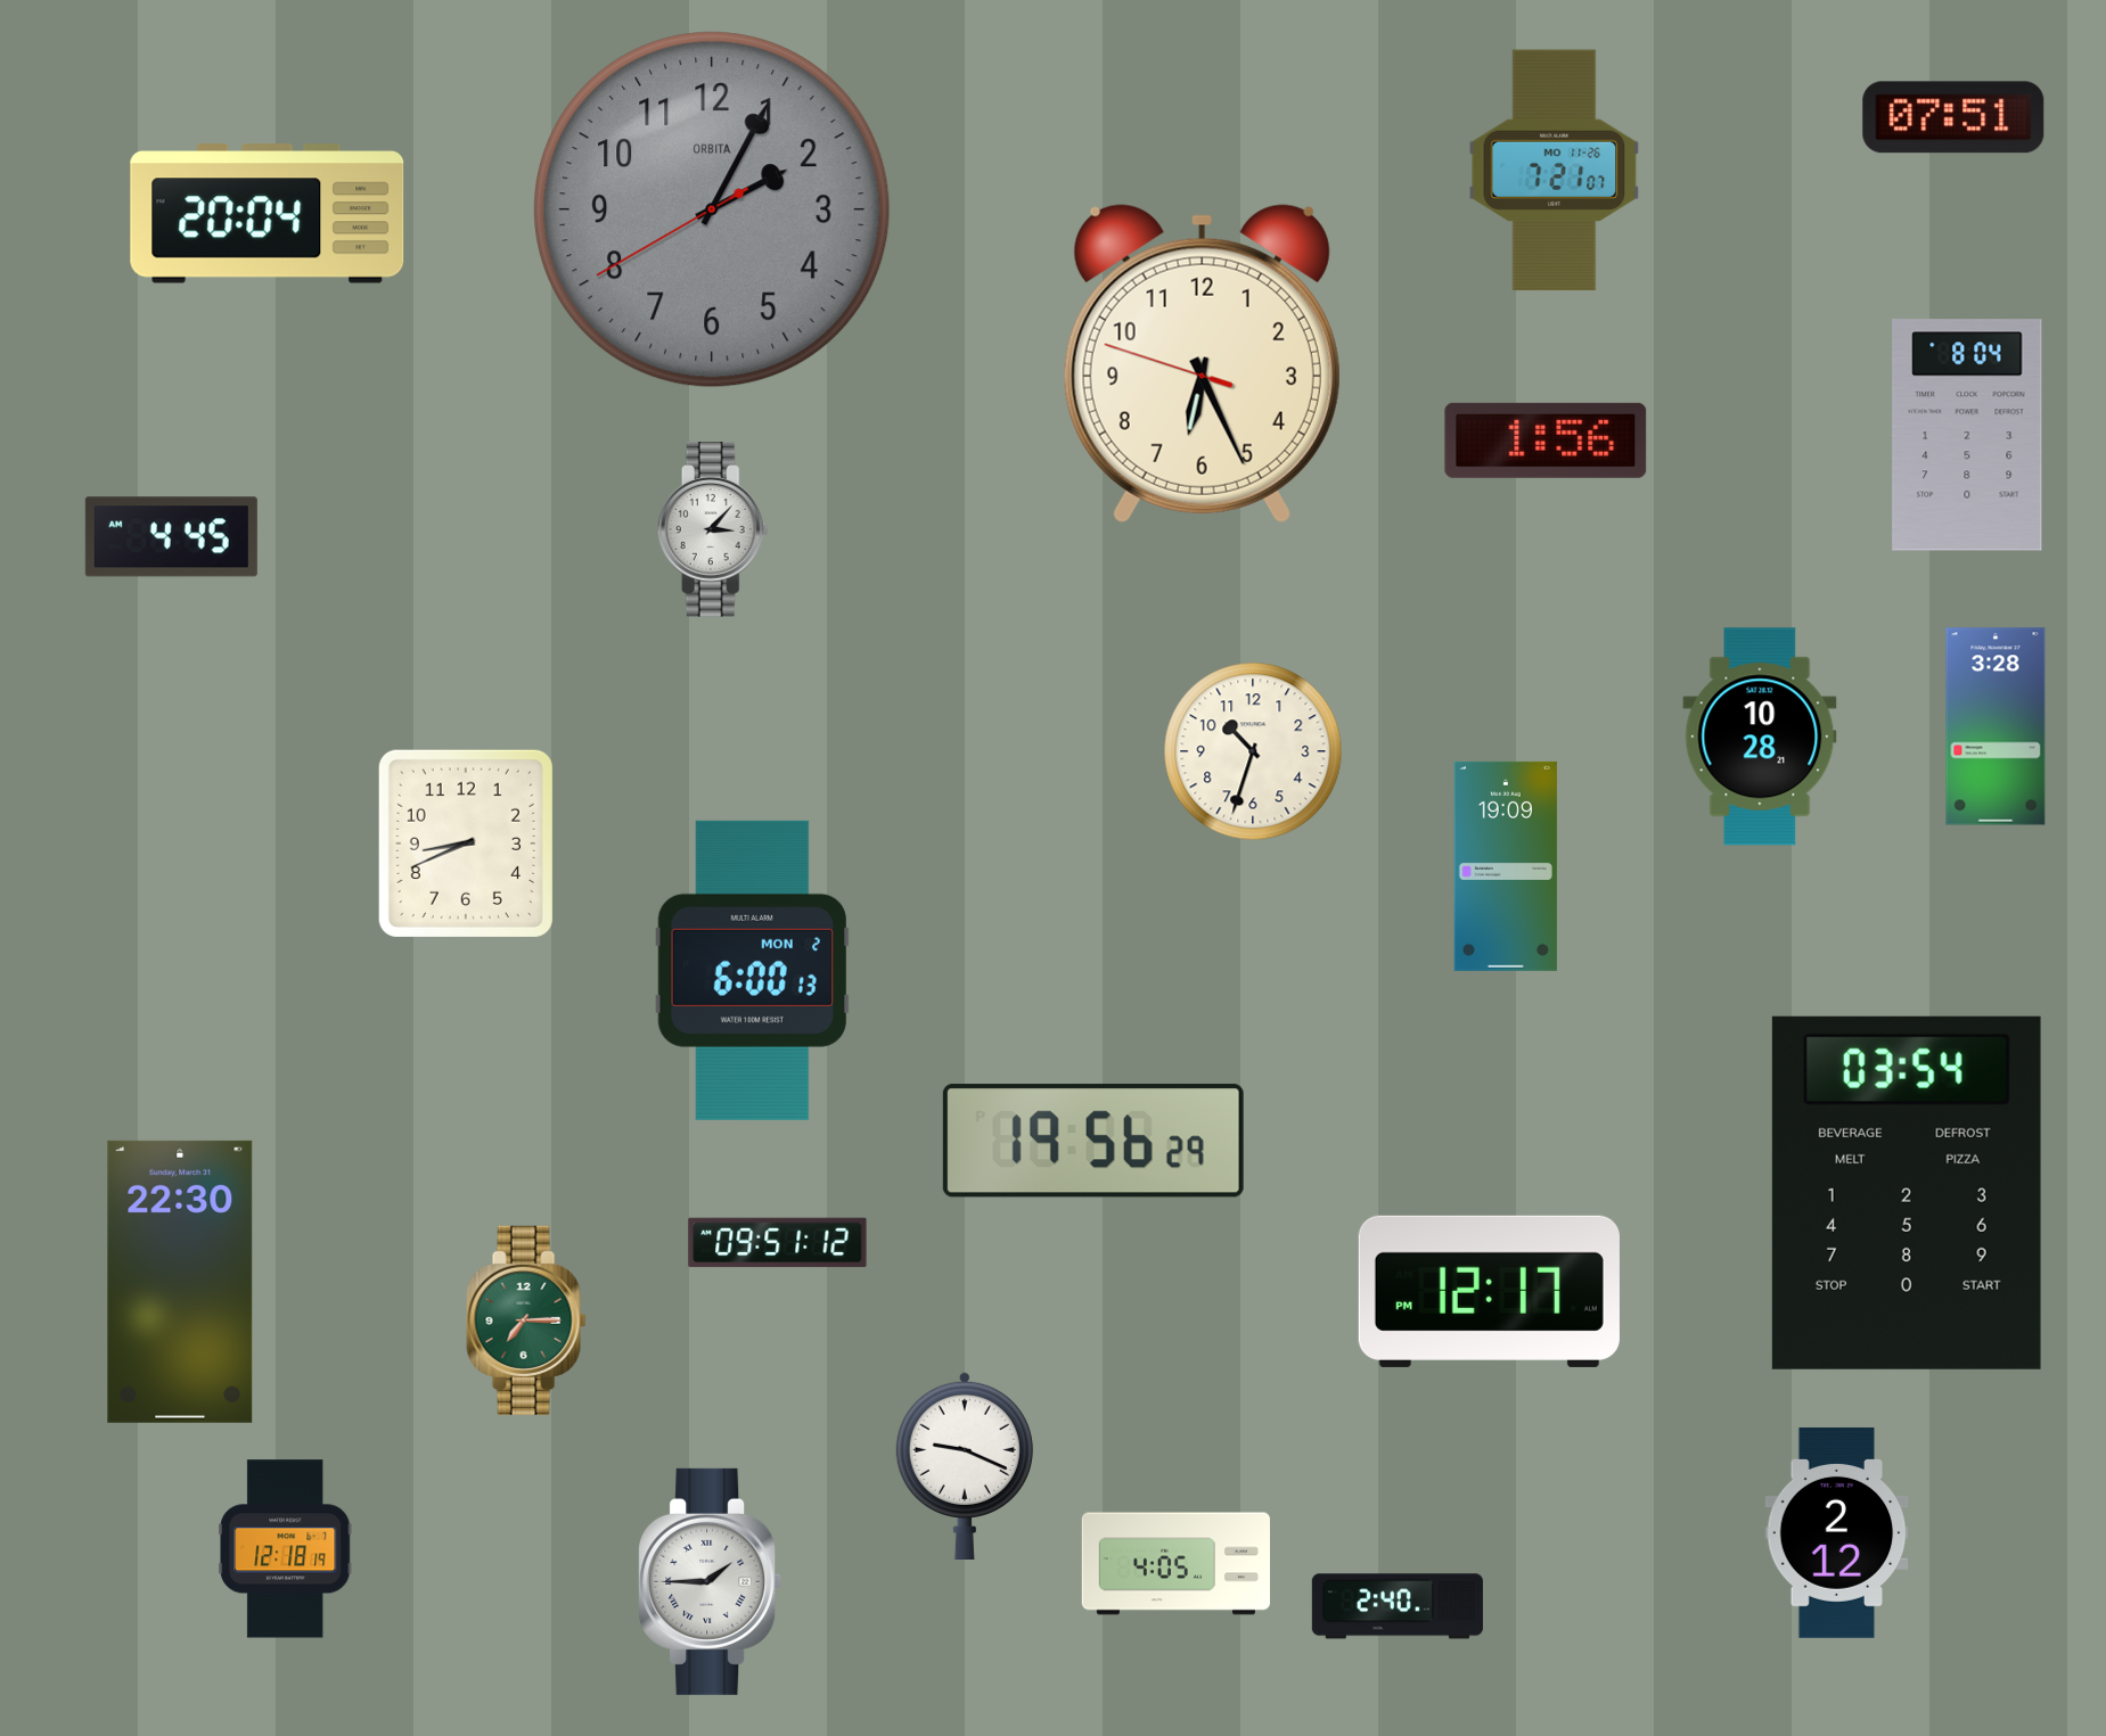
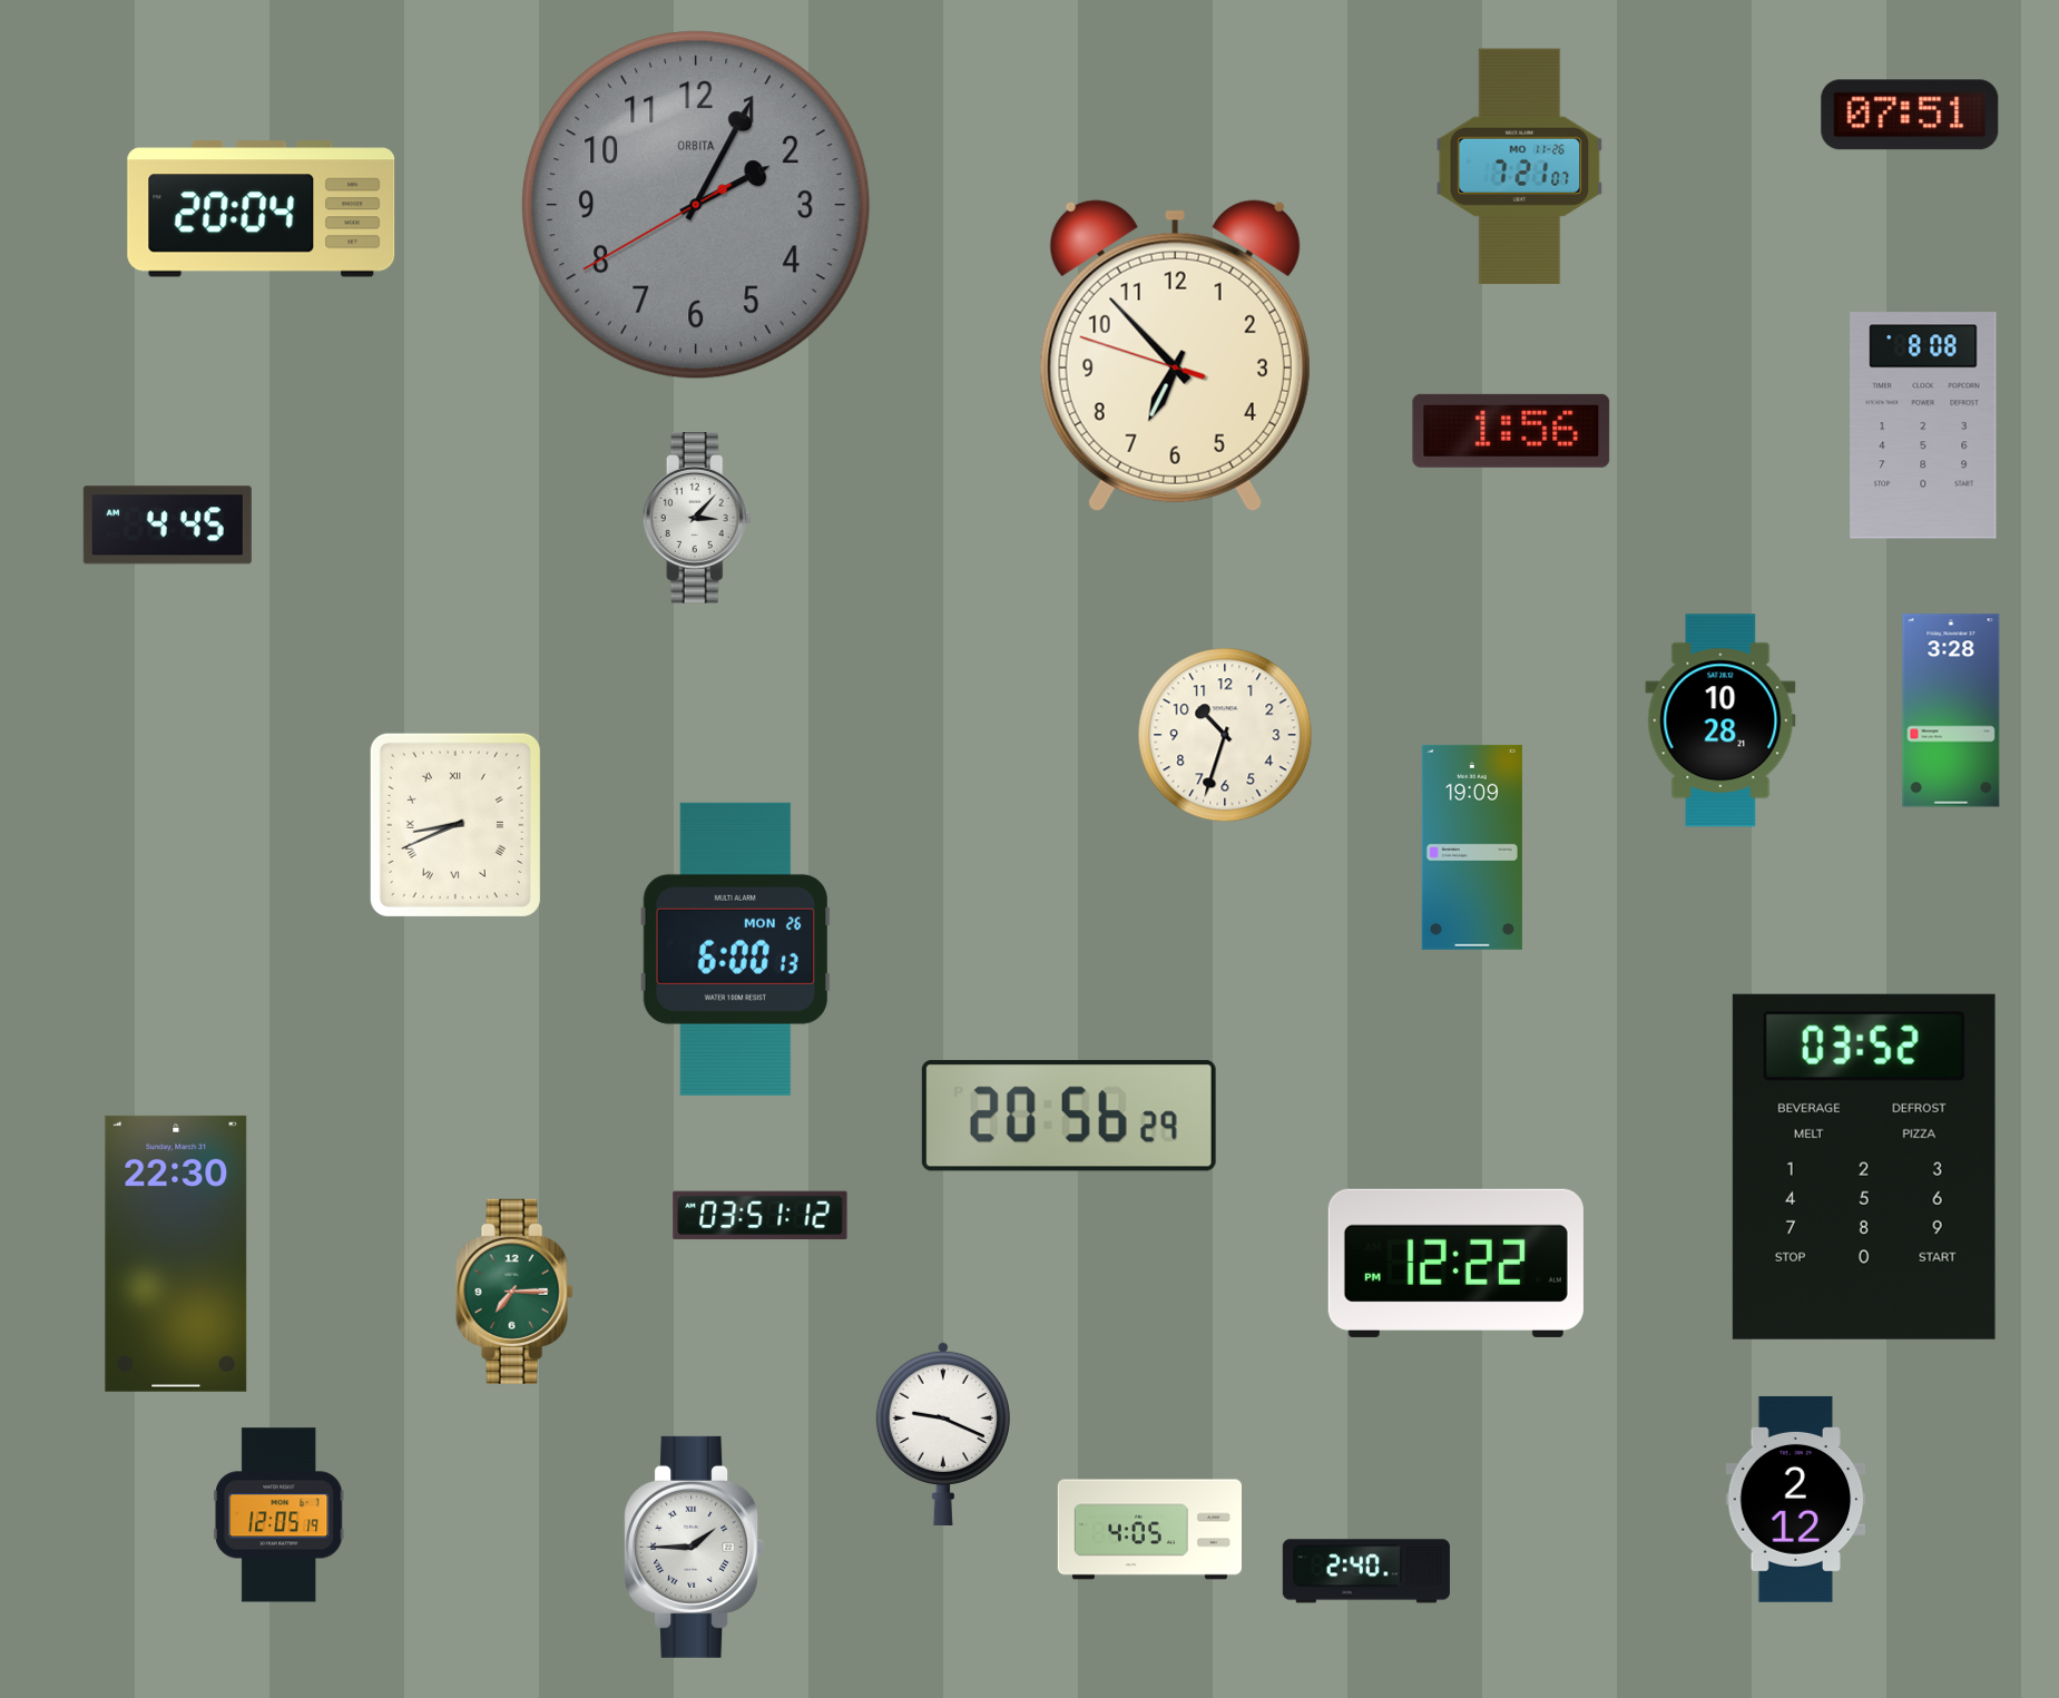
clock at (1202, 363): 6:25 -> 6:52
clock at (1967, 435): 8:04 -> 8:08
clock at (466, 844) numerals: Arabic -> Roman
clock at (752, 970) date: MON 2 -> MON 26
clock at (1093, 1141): 19:56 -> 20:56
clock at (1907, 1193): 03:54 -> 03:52
clock at (778, 1243): 09:51 -> 03:51
clock at (1489, 1291): 12:17 -> 12:22
clock at (286, 1549): 12:18 -> 12:05
